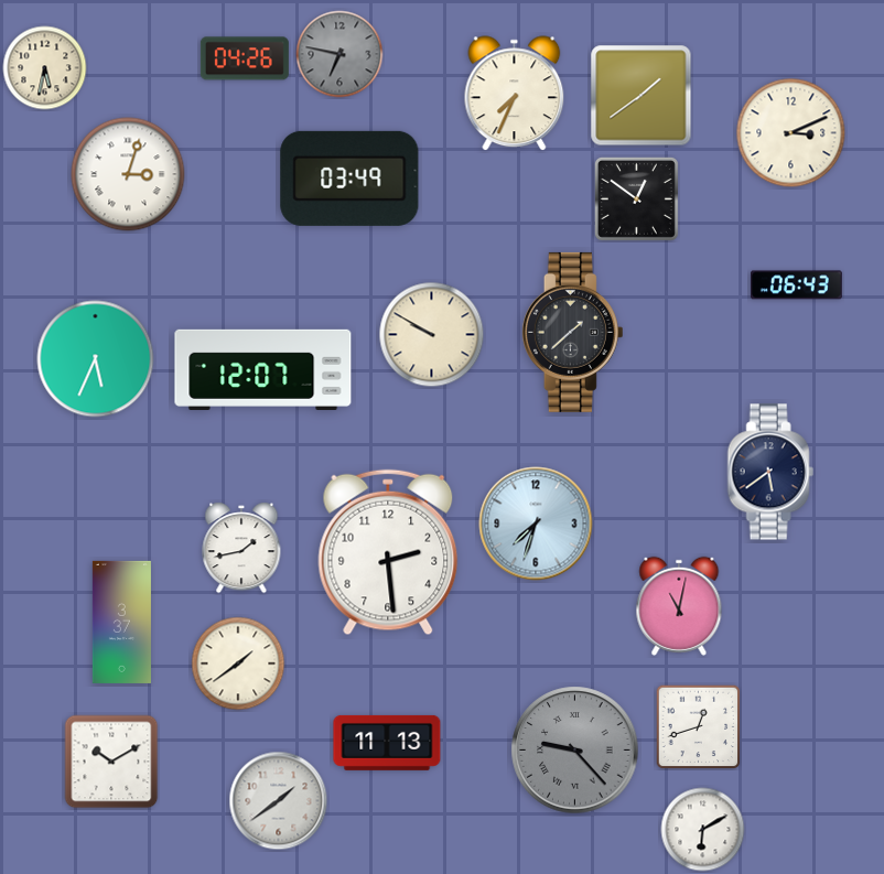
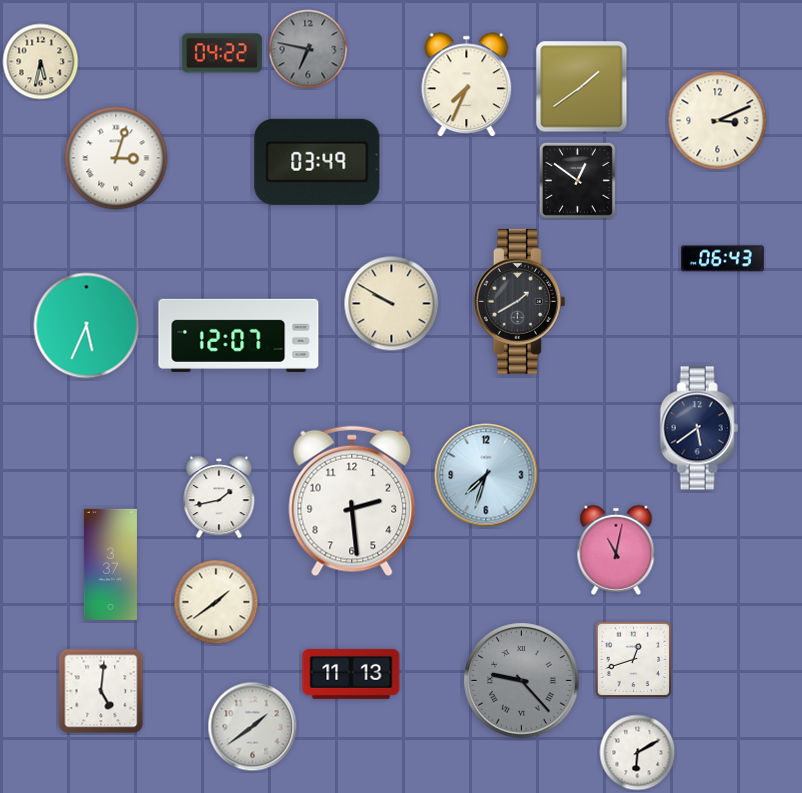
clock at (245, 58): 04:26 -> 04:22
clock at (572, 332): 1:38 -> 1:40
clock at (111, 762): 10:10 -> 5:01
